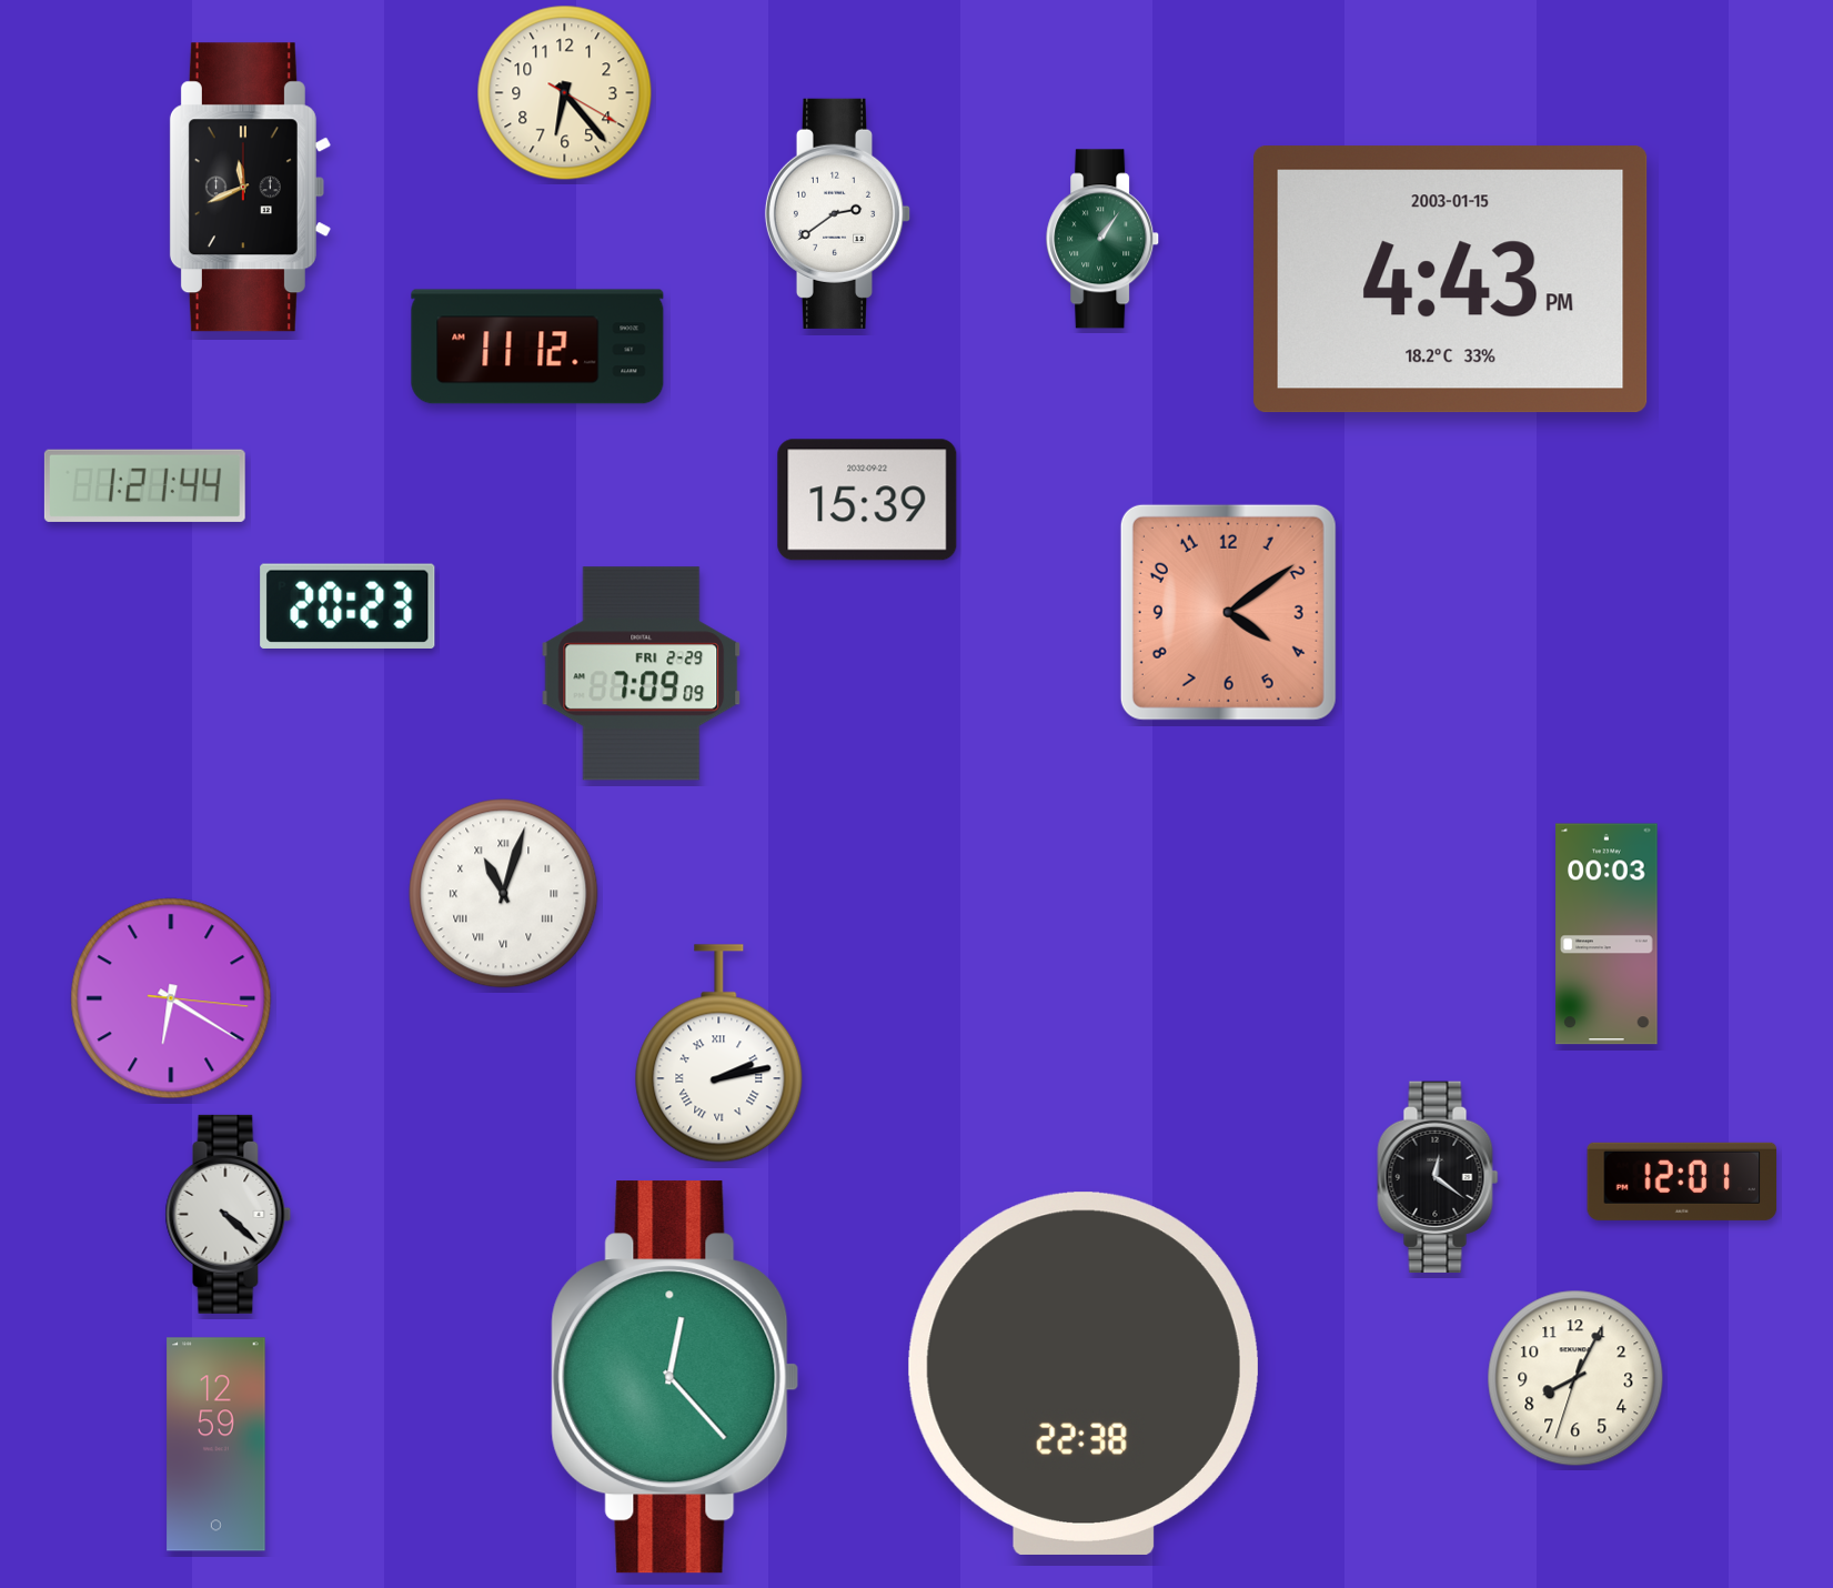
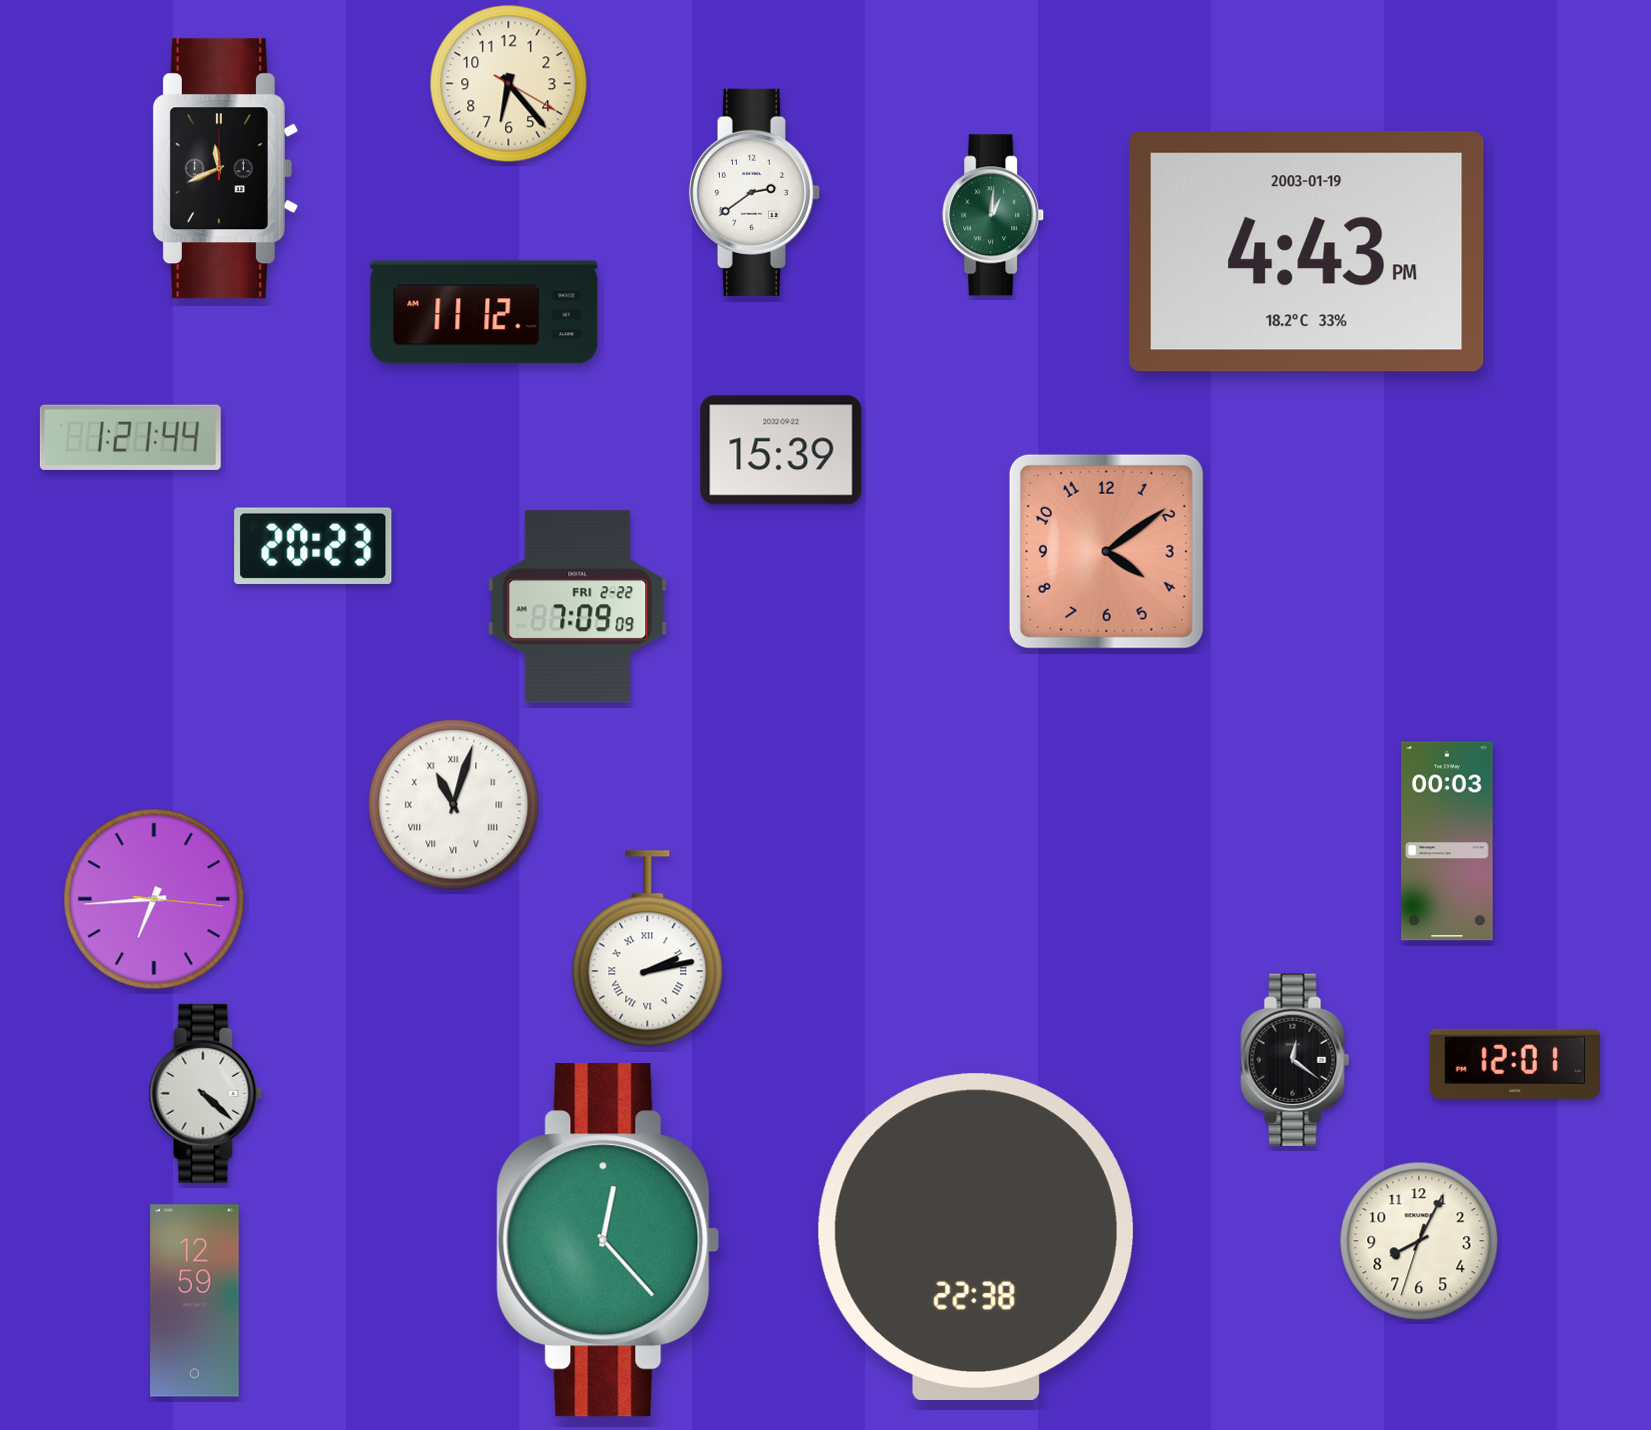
clock at (1104, 239): 1:06 -> 1:01
clock at (1451, 280) date: 2003-01-15 -> 2003-01-19
clock at (642, 674) date: FRI 2-29 -> FRI 2-22
clock at (171, 998): 6:20 -> 6:44
